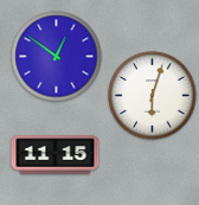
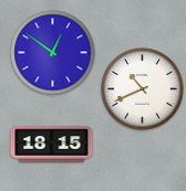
clock at (153, 96): 6:03 -> 10:41
clock at (56, 155): 11:15 -> 18:15
